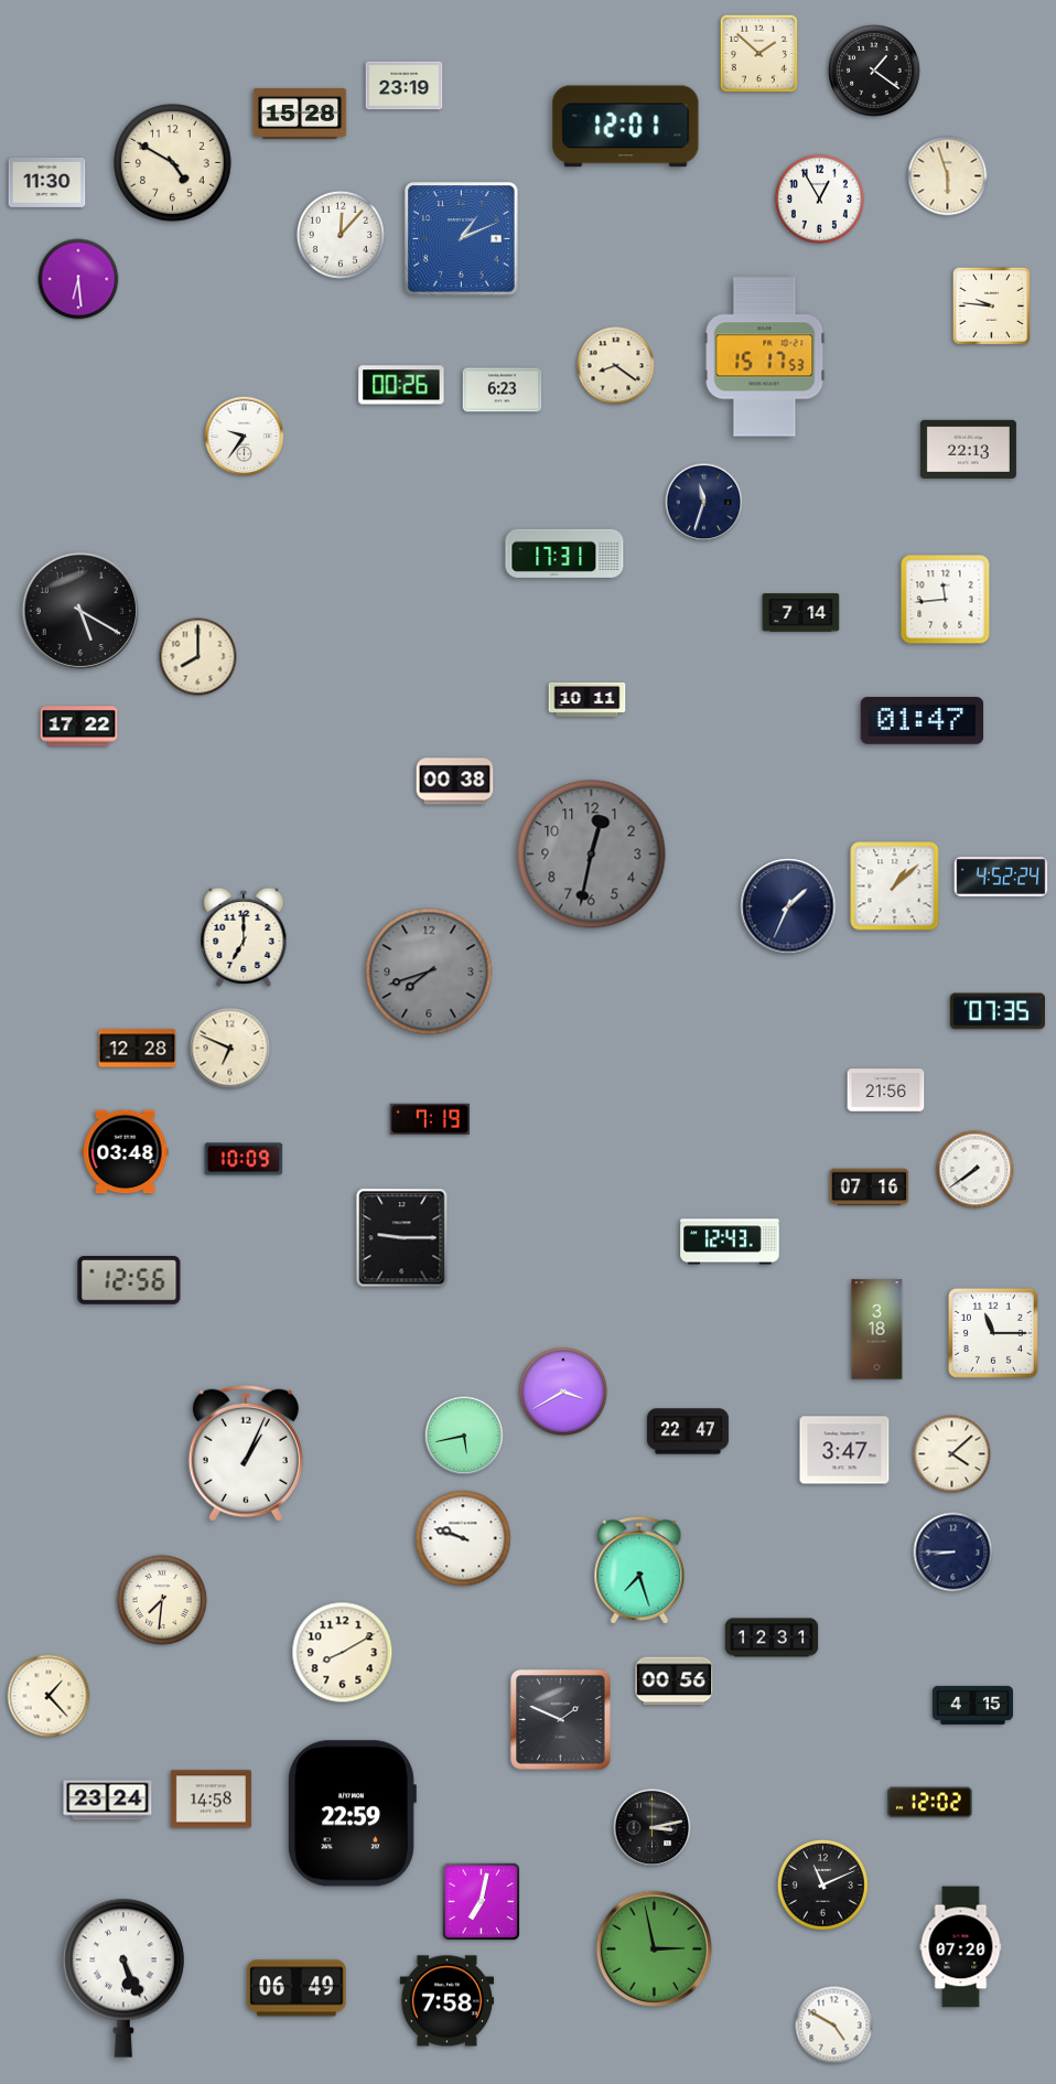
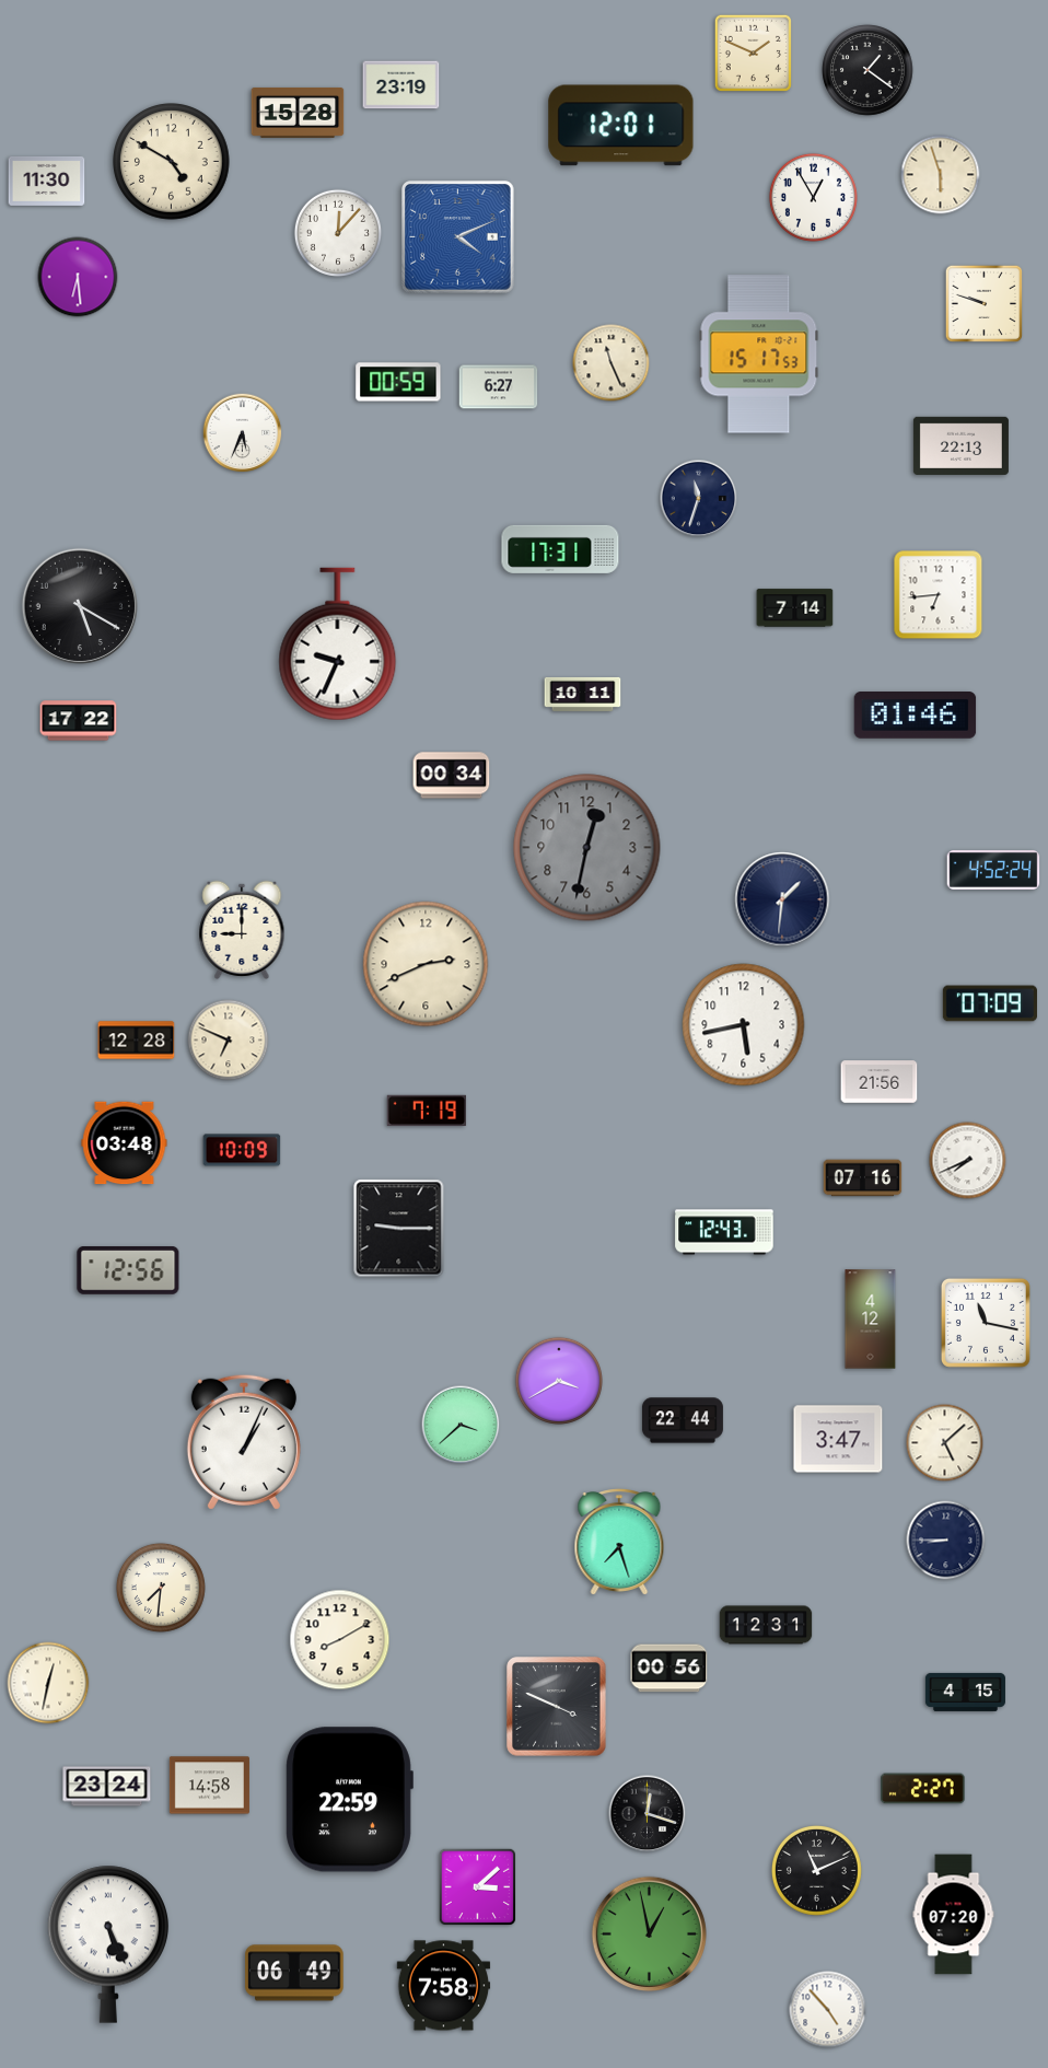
clock at (759, 54): 1:52 -> 1:49
clock at (462, 239): 1:11 -> 4:11
clock at (992, 307): 9:46 -> 9:48
clock at (616, 366): 8:21 -> 11:26
clock at (401, 385): 00:26 -> 00:59
clock at (503, 390): 6:23 -> 6:27
clock at (245, 437): 9:36 -> 5:34
clock at (946, 600): 11:44 -> 6:44
clock at (338, 644): none -> 9:34
clock at (198, 657): 8:00 -> none
clock at (923, 721): 01:47 -> 01:46
clock at (455, 782): 00:38 -> 00:34
clock at (895, 887): 1:08 -> none
clock at (788, 906): 1:34 -> 1:31
clock at (244, 937): 7:00 -> 9:00
clock at (429, 971): 7:42 -> 2:41
clock at (429, 971) dial: grey -> cream
clock at (998, 1011): 07:35 -> 07:09
clock at (744, 1025): none -> 5:43
clock at (976, 1170): 7:39 -> 7:41
clock at (877, 1330): 3:18 -> 4:12
clock at (993, 1333): 11:15 -> 11:17
clock at (688, 1431): 22:47 -> 22:44
clock at (464, 1436): 5:43 -> 3:38
clock at (952, 1454): 4:08 -> 5:08
clock at (463, 1538): 9:48 -> none
clock at (639, 1571) position: (639, 1571) -> (619, 1543)
clock at (49, 1696): 1:23 -> 12:32
clock at (561, 1720): 1:49 -> 3:49
clock at (930, 1803): 12:02 -> 2:27
clock at (653, 1828): 3:13 -> 12:18
clock at (481, 1901): 7:02 -> 3:08
clock at (961, 1947) position: (961, 1947) -> (954, 1915)
clock at (654, 1948): 2:58 -> 12:58
clock at (123, 1978) position: (123, 1978) -> (108, 1944)
clock at (834, 2026): 4:50 -> 4:53
